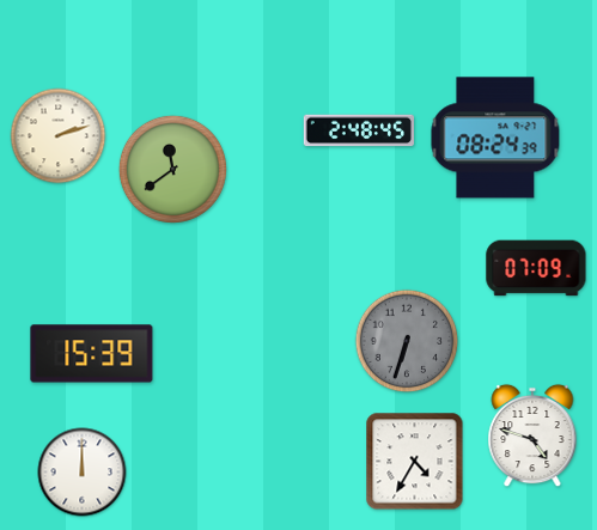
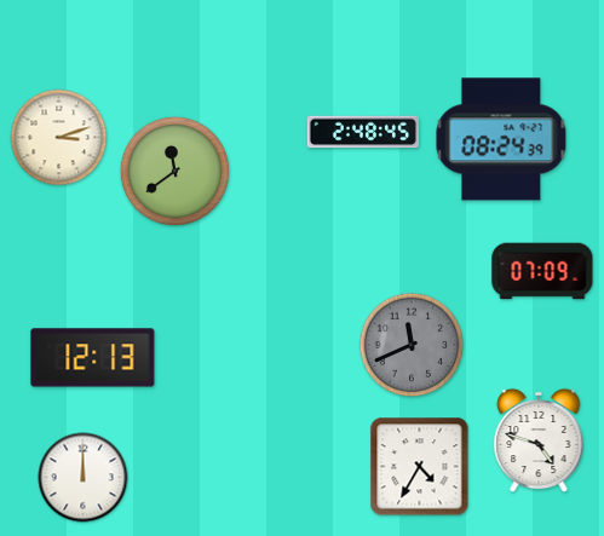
clock at (59, 136): 2:12 -> 3:12
clock at (407, 341): 6:33 -> 11:41
clock at (92, 354): 15:39 -> 12:13
